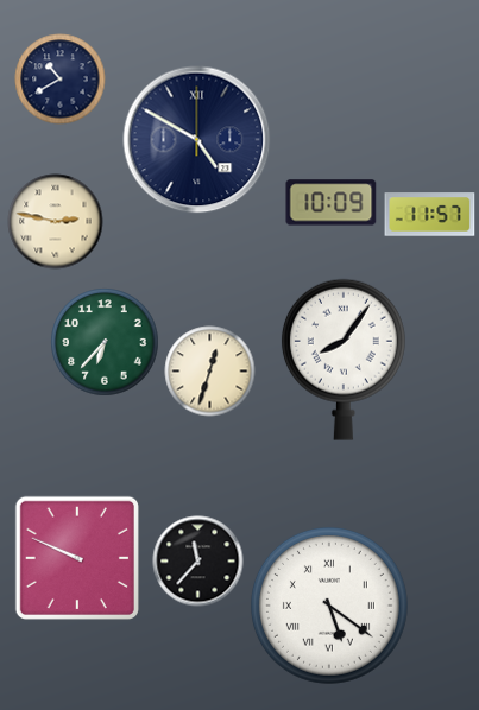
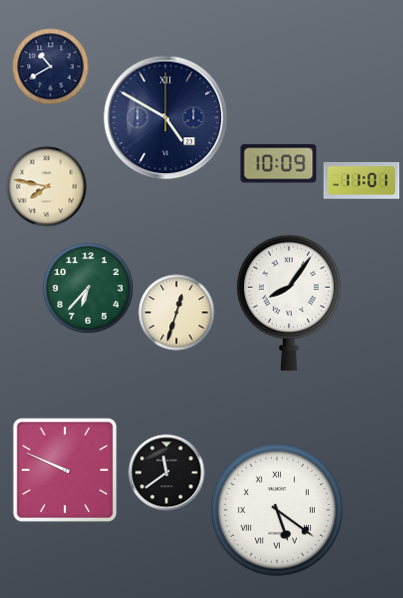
clock at (332, 203) position: (332, 203) -> (279, 164)
clock at (430, 215): 11:57 -> 11:01
clock at (56, 222): 2:47 -> 7:47
clock at (198, 562): 11:37 -> 11:39
